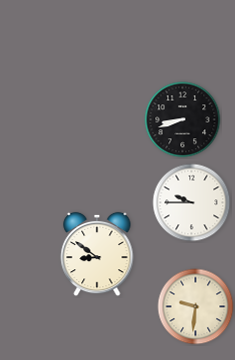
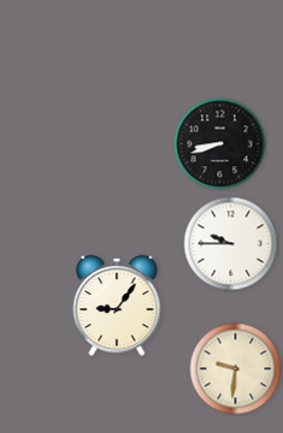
clock at (97, 254): 8:51 -> 9:06
